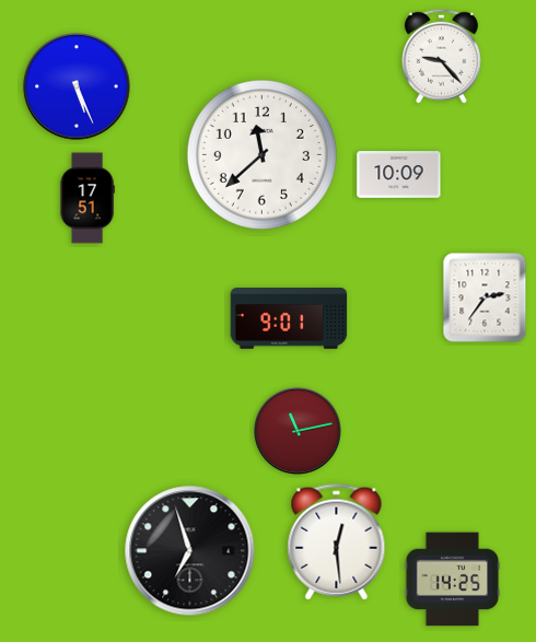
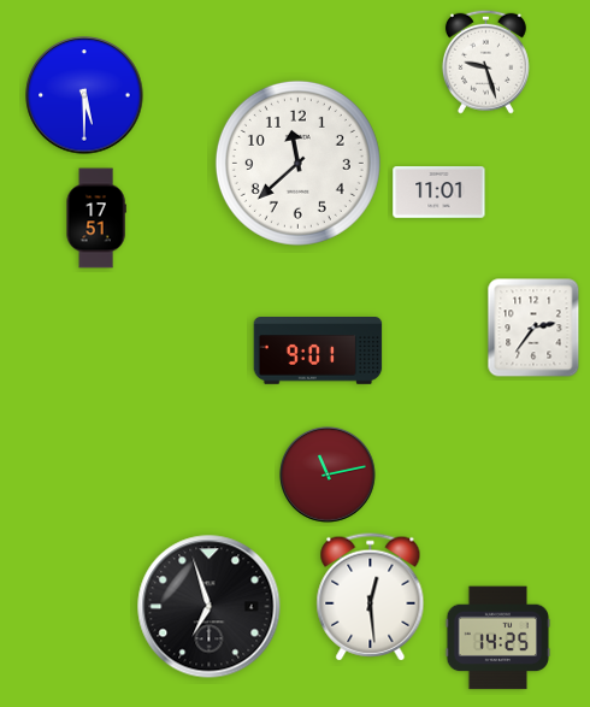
clock at (441, 56): 9:23 -> 9:27
clock at (77, 86): 5:26 -> 5:30
clock at (261, 154) position: (261, 154) -> (297, 163)
clock at (399, 175): 10:09 -> 11:01
